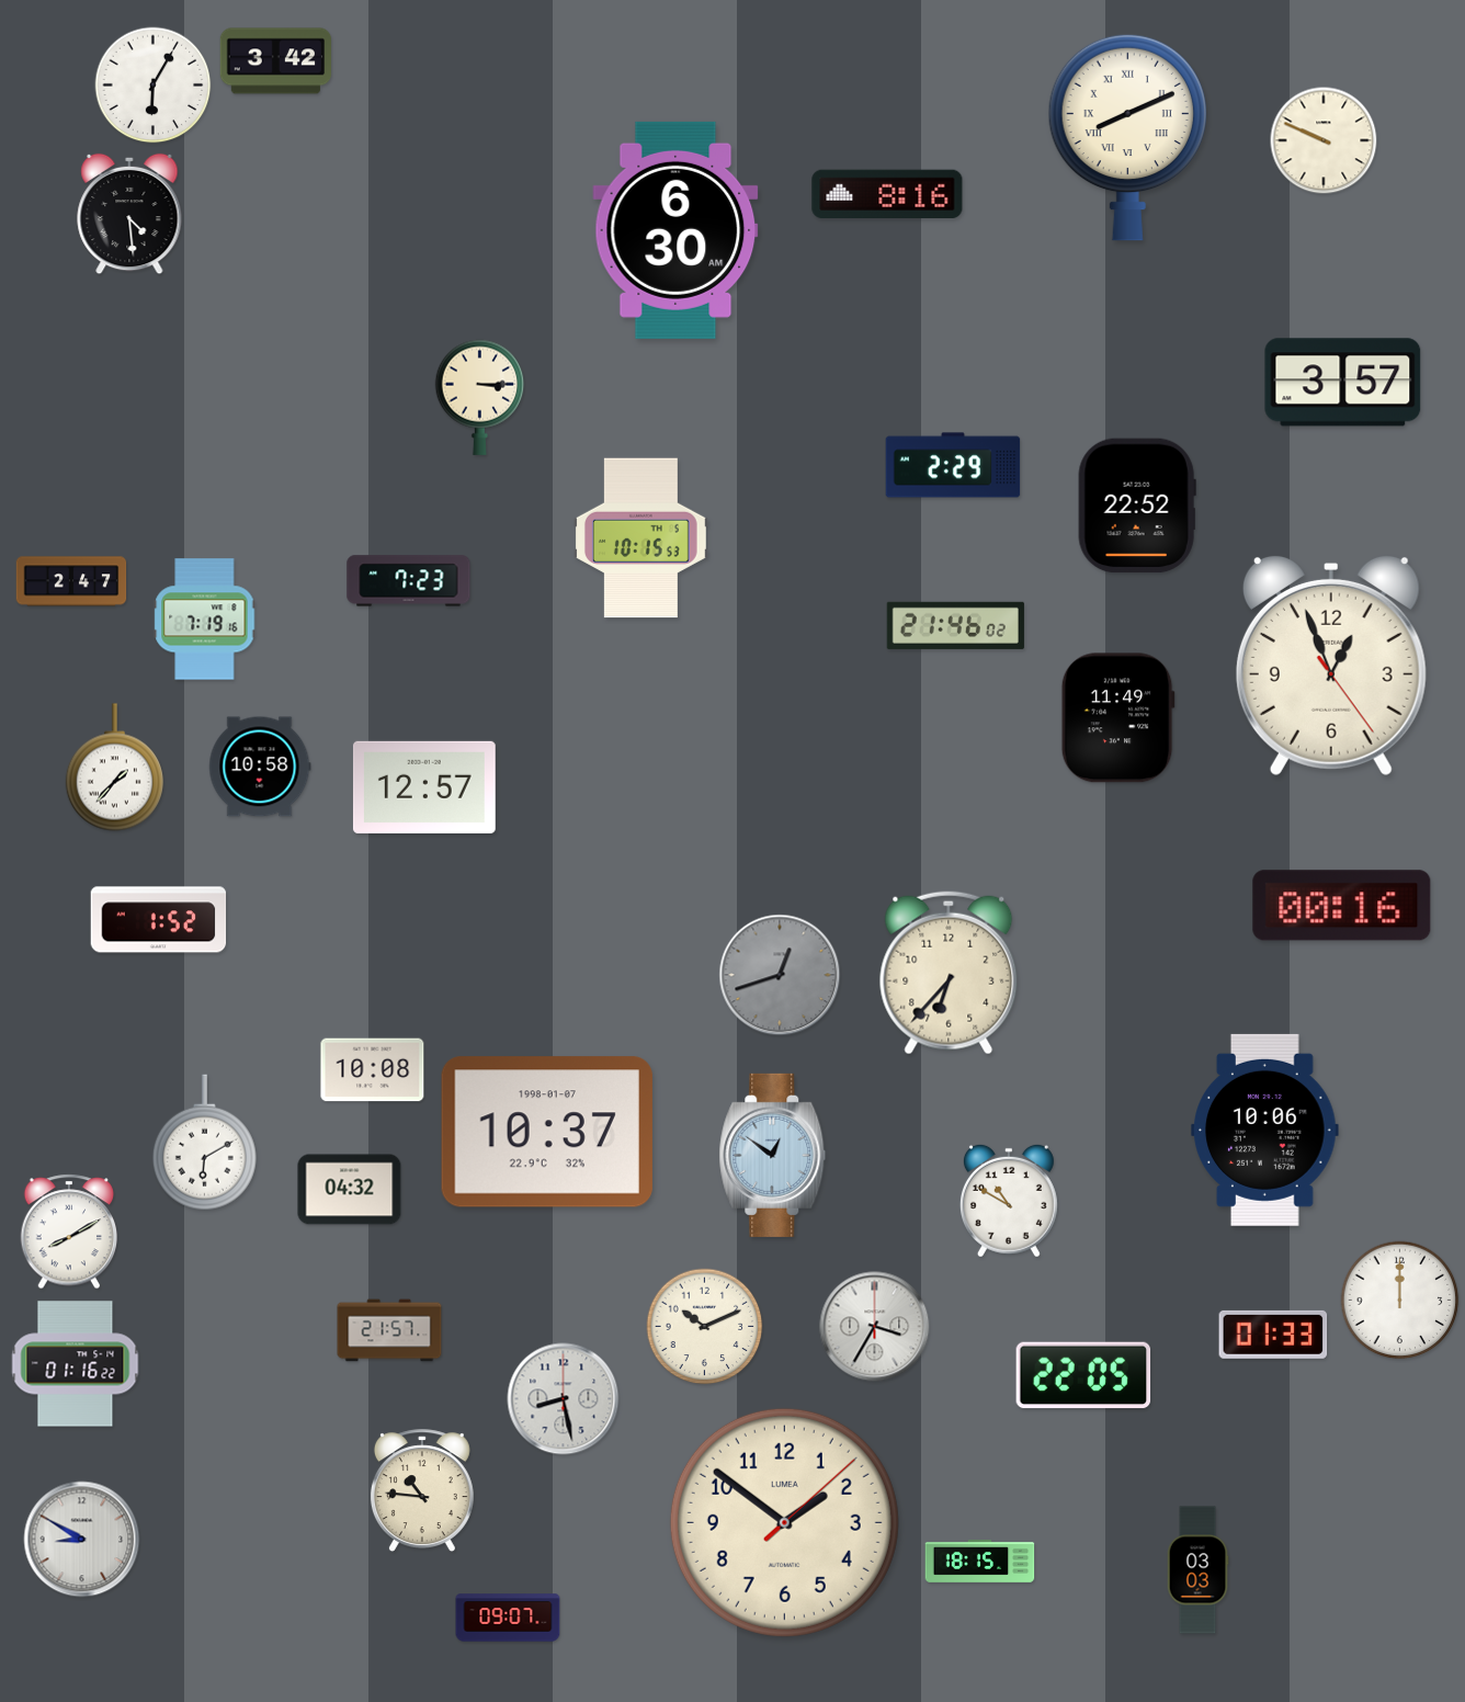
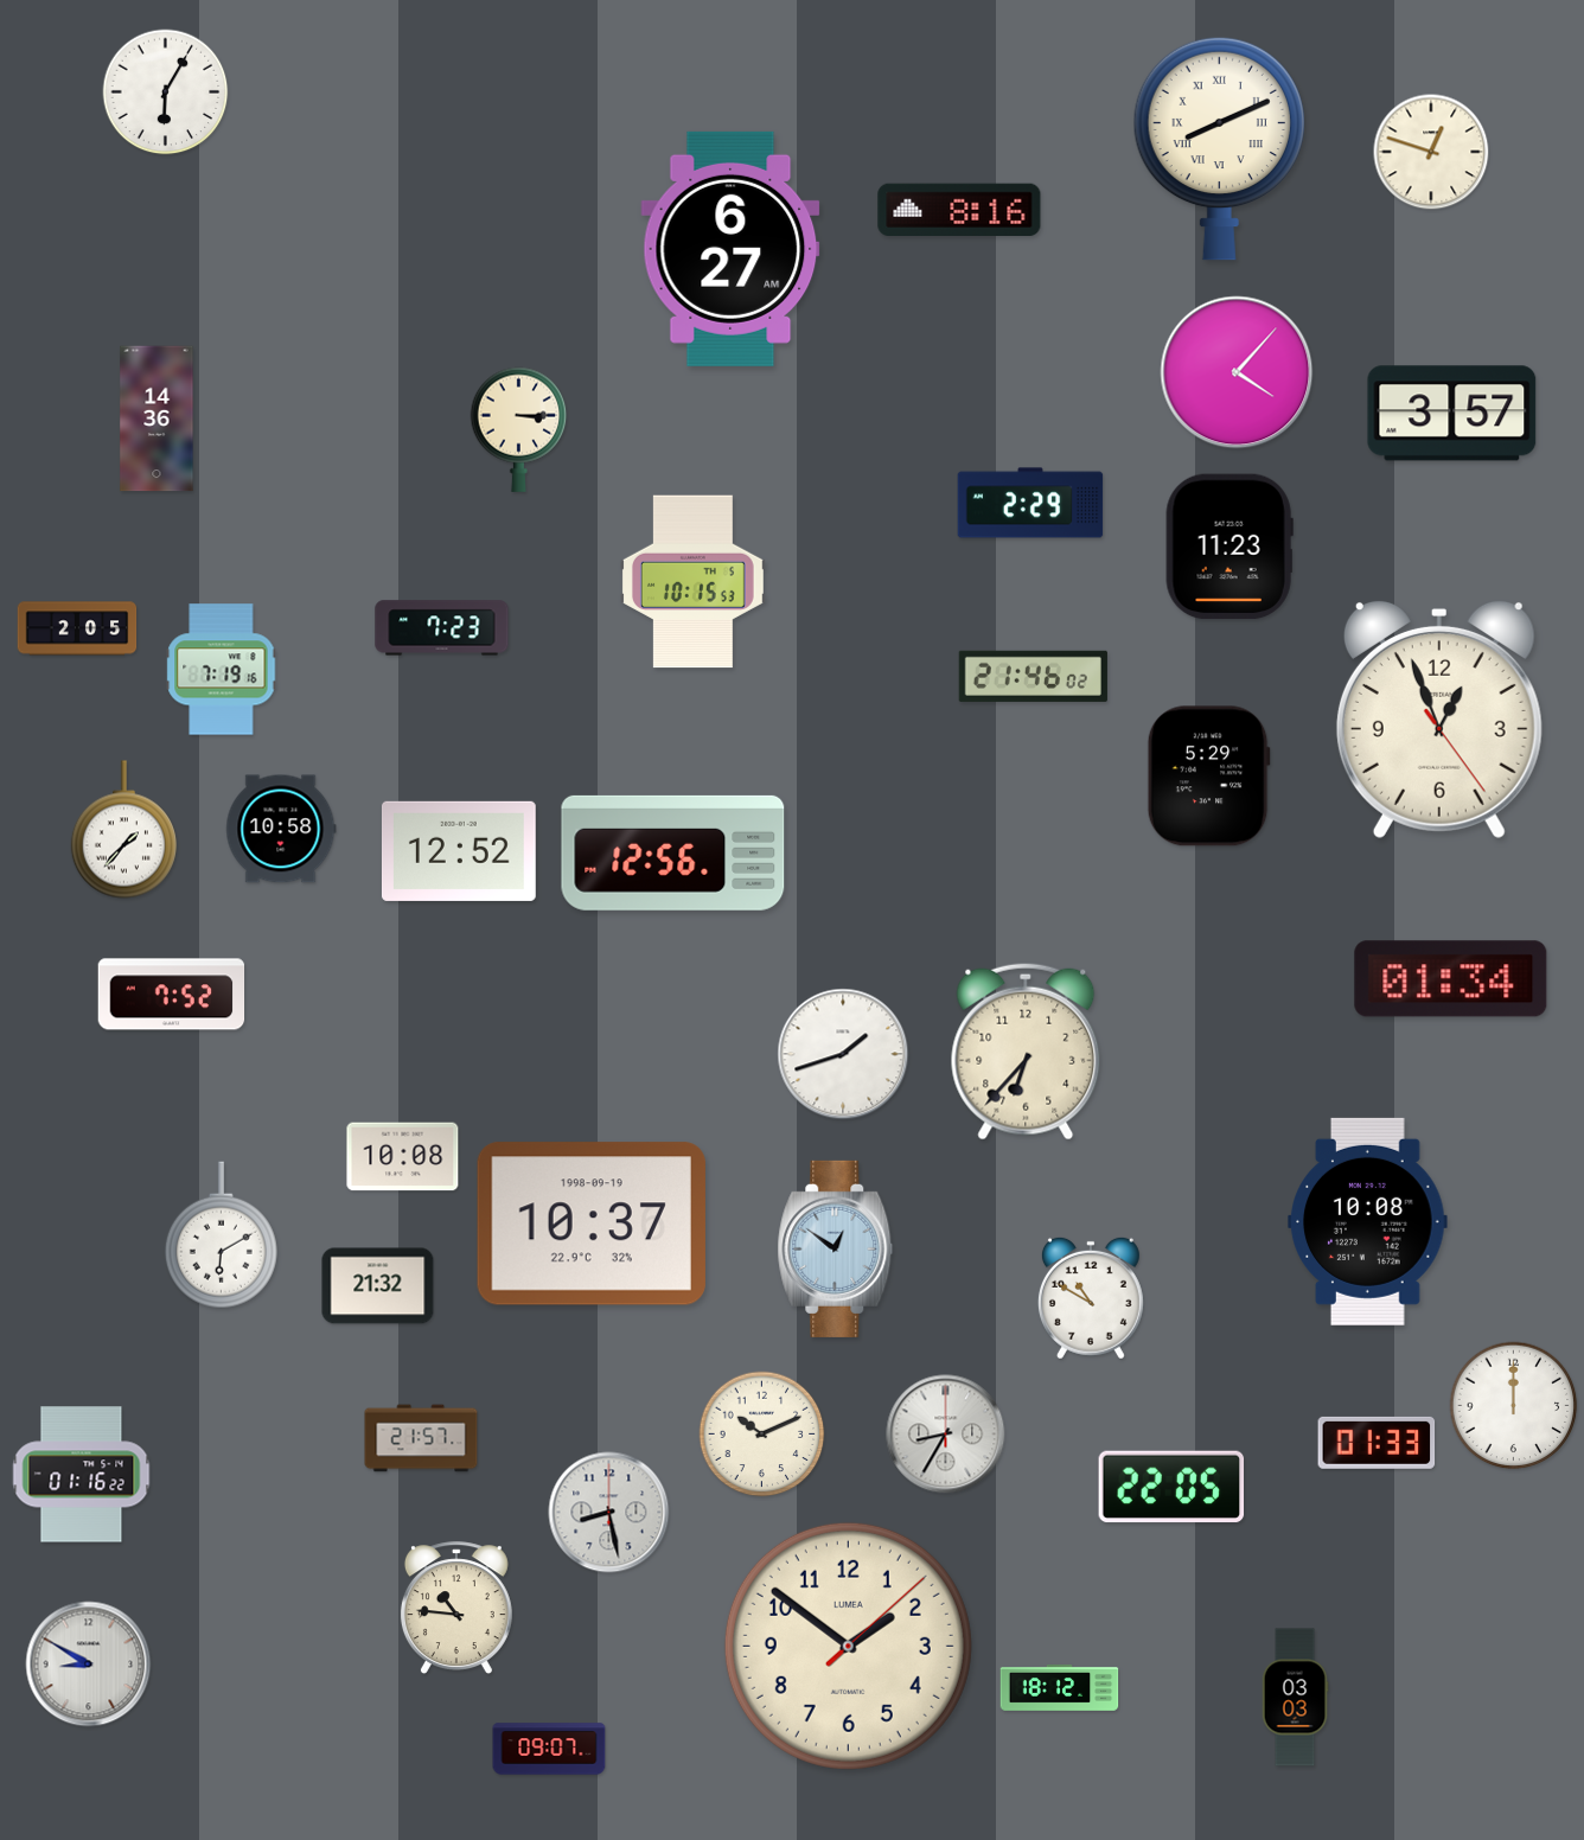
clock at (275, 61): 3:42 -> none
clock at (1324, 140): 9:49 -> 12:48
clock at (129, 214): 4:29 -> none
clock at (675, 230): 6:30 -> 6:27
clock at (1237, 372): none -> 4:07
clock at (157, 419): none -> 14:36
clock at (1137, 506): 22:52 -> 11:23
clock at (71, 581): 2:47 -> 2:05
clock at (1117, 718): 11:49 -> 5:29
clock at (424, 787): 12:57 -> 12:52
clock at (673, 852): none -> 12:56
clock at (1342, 906): 00:16 -> 01:34
clock at (159, 920): 1:52 -> 7:52
clock at (780, 975): 12:42 -> 1:42
clock at (780, 975) dial: grey -> white
clock at (1265, 1130): 10:06 -> 10:08
clock at (547, 1132) date: 1998-01-07 -> 1998-09-19
clock at (350, 1190): 04:32 -> 21:32
clock at (69, 1232): 8:10 -> none
clock at (875, 1327): 3:35 -> 8:35
clock at (422, 1491) position: (422, 1491) -> (456, 1609)
clock at (980, 1562): 18:15 -> 18:12
